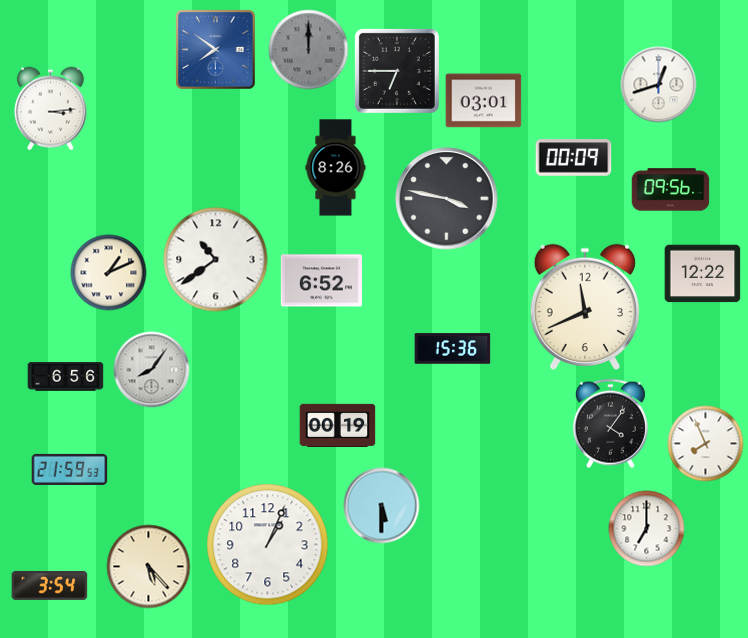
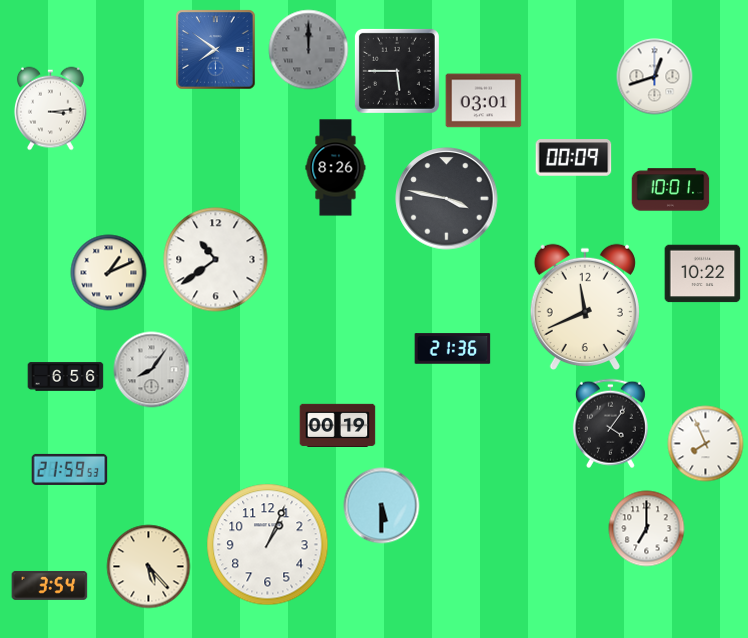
clock at (397, 71): 6:45 -> 5:45
clock at (659, 85) position: (659, 85) -> (655, 77)
clock at (671, 190): 09:56 -> 10:01
clock at (703, 274): 12:22 -> 10:22
clock at (321, 281): 6:52 -> none
clock at (453, 349): 15:36 -> 21:36
